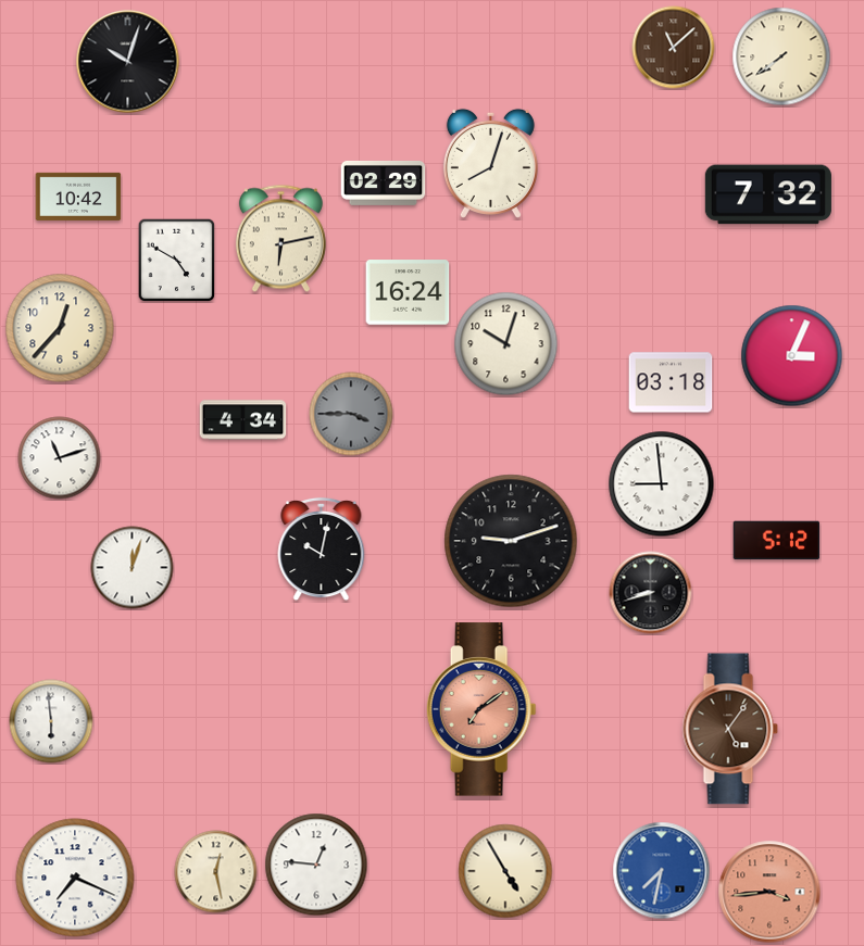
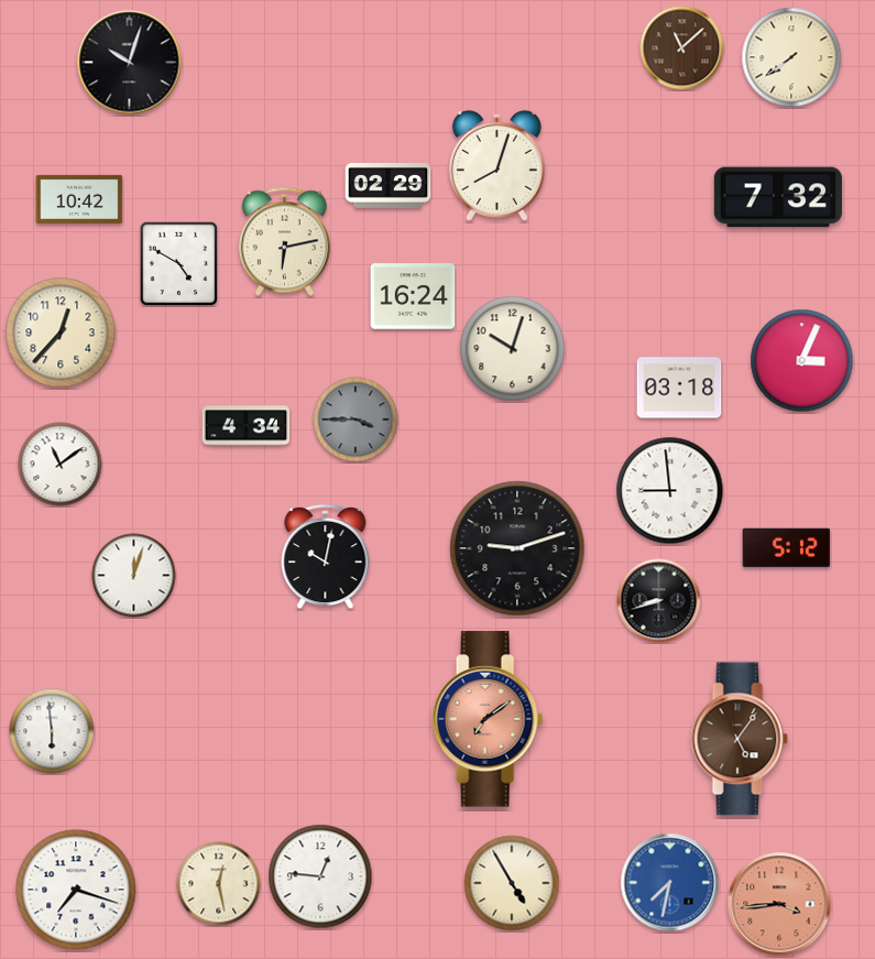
clock at (60, 458): 11:12 -> 11:09
clock at (75, 878): 7:19 -> 7:18
